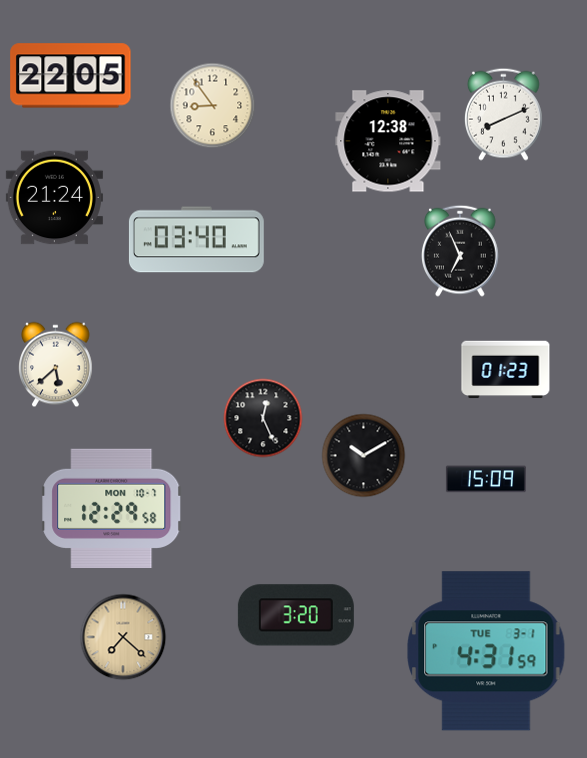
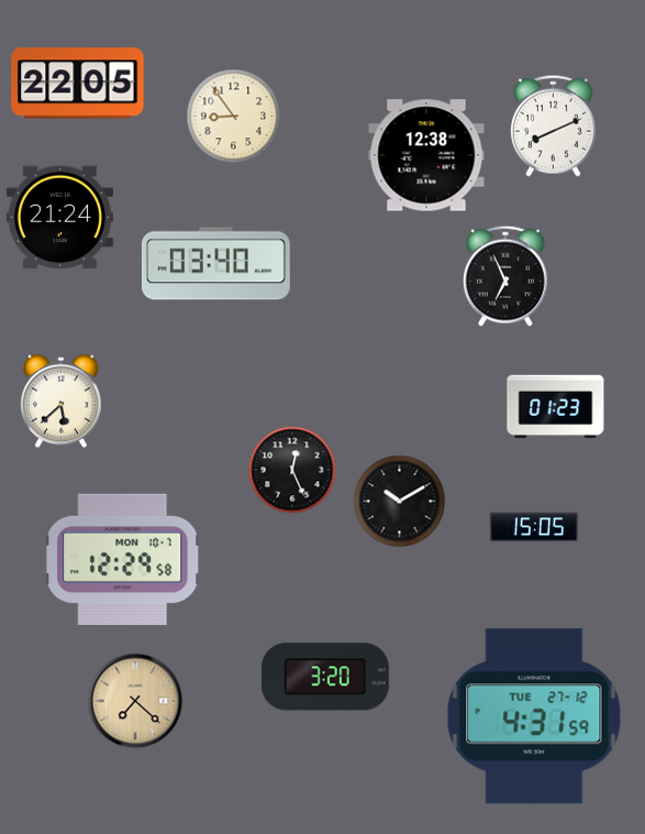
clock at (263, 418) position: (263, 418) -> (292, 470)
clock at (486, 479): 15:09 -> 15:05
clock at (486, 651) date: TUE 3-1 -> TUE 27-12
